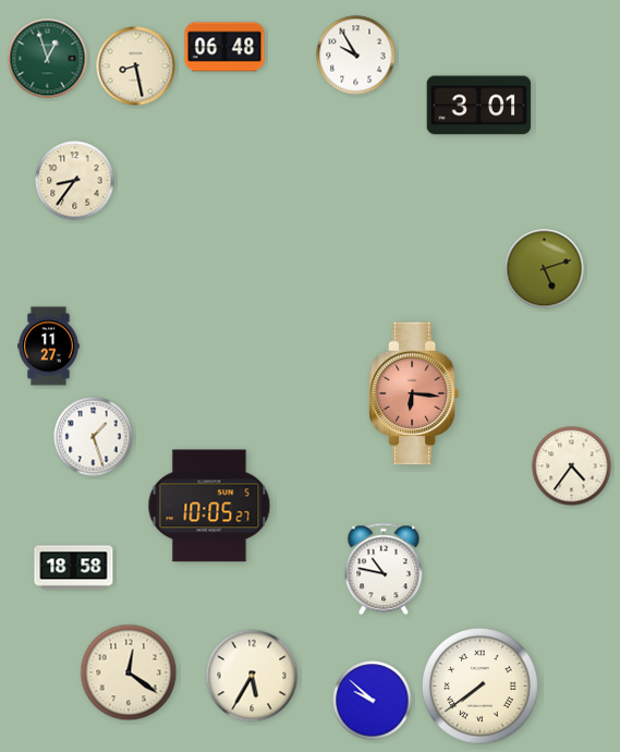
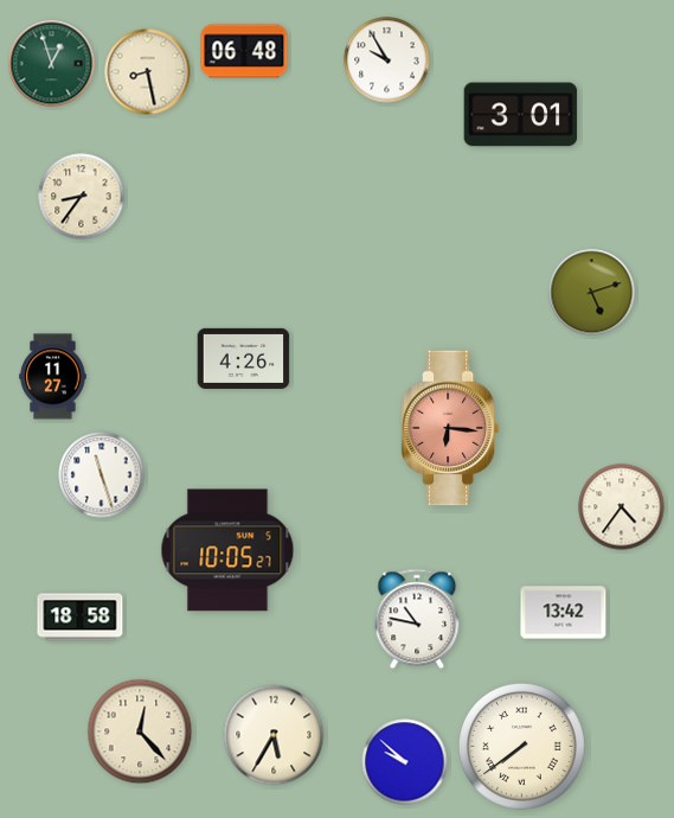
clock at (244, 358): none -> 4:26
clock at (94, 437): 1:27 -> 11:27
clock at (564, 613): none -> 13:42
clock at (129, 672): 12:21 -> 12:23
